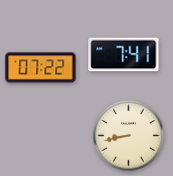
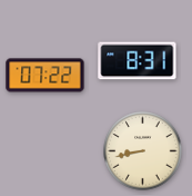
clock at (124, 55): 7:41 -> 8:31
